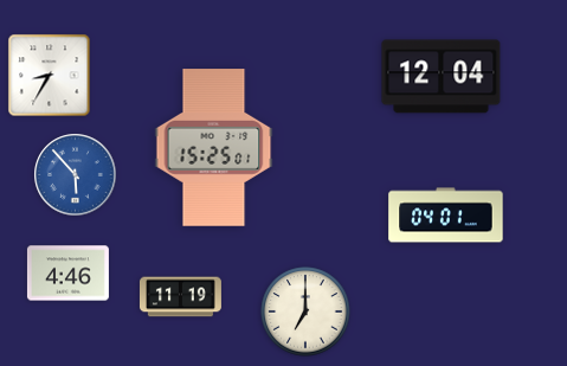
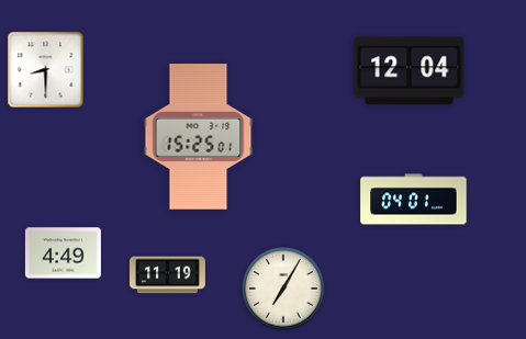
clock at (50, 76): 8:35 -> 8:30
clock at (76, 175): 5:53 -> none
clock at (67, 274): 4:46 -> 4:49
clock at (305, 312): 7:00 -> 7:05
